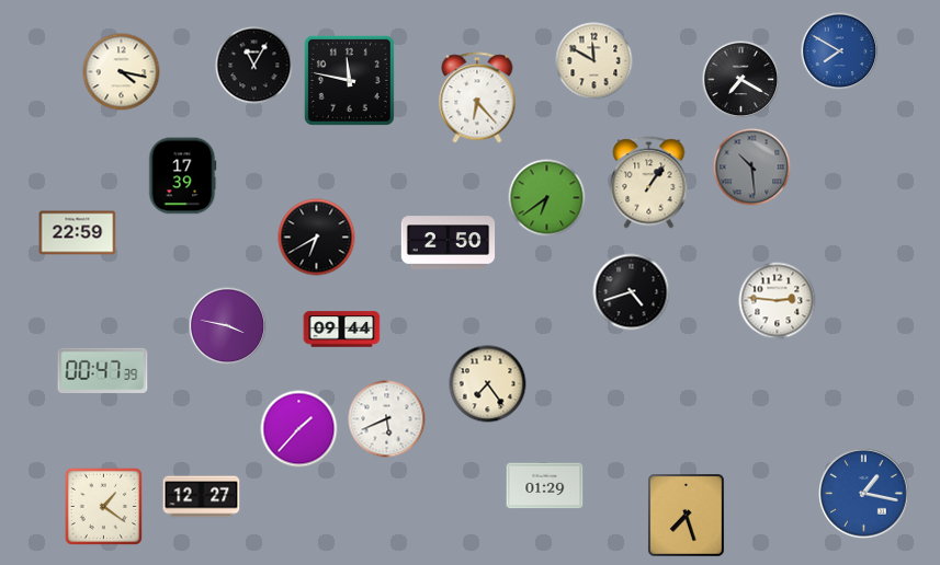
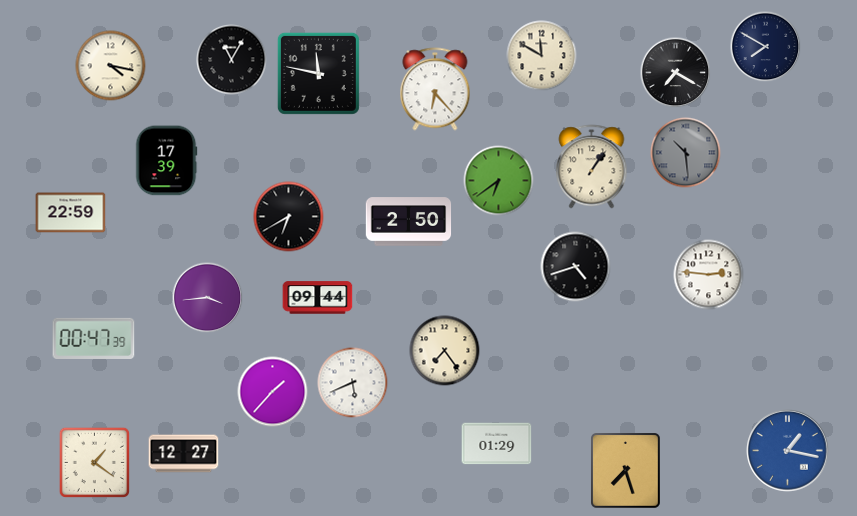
clock at (840, 51) dial: blue -> navy
clock at (228, 326): 3:47 -> 3:44
clock at (342, 330) position: (342, 330) -> (318, 298)
